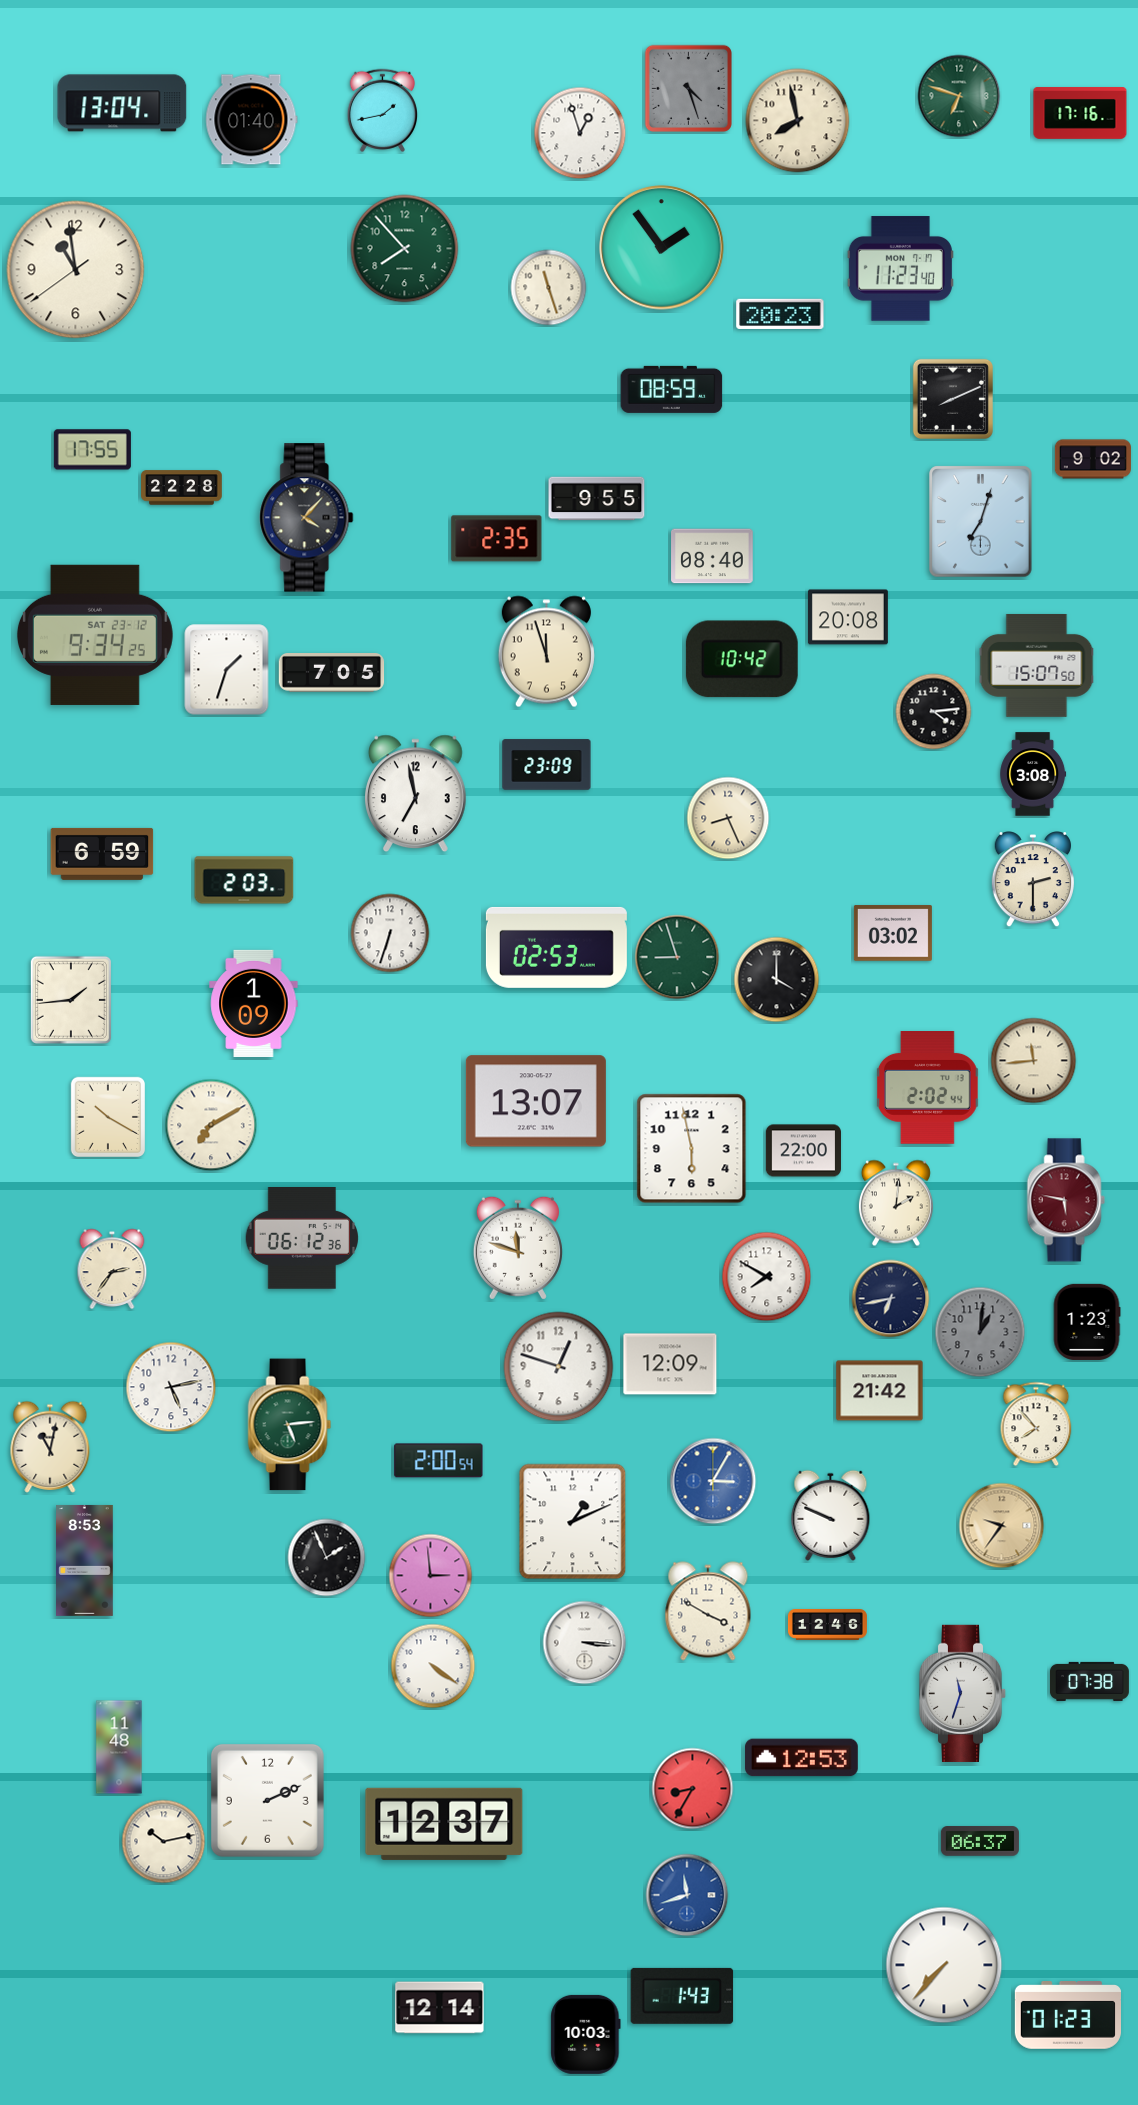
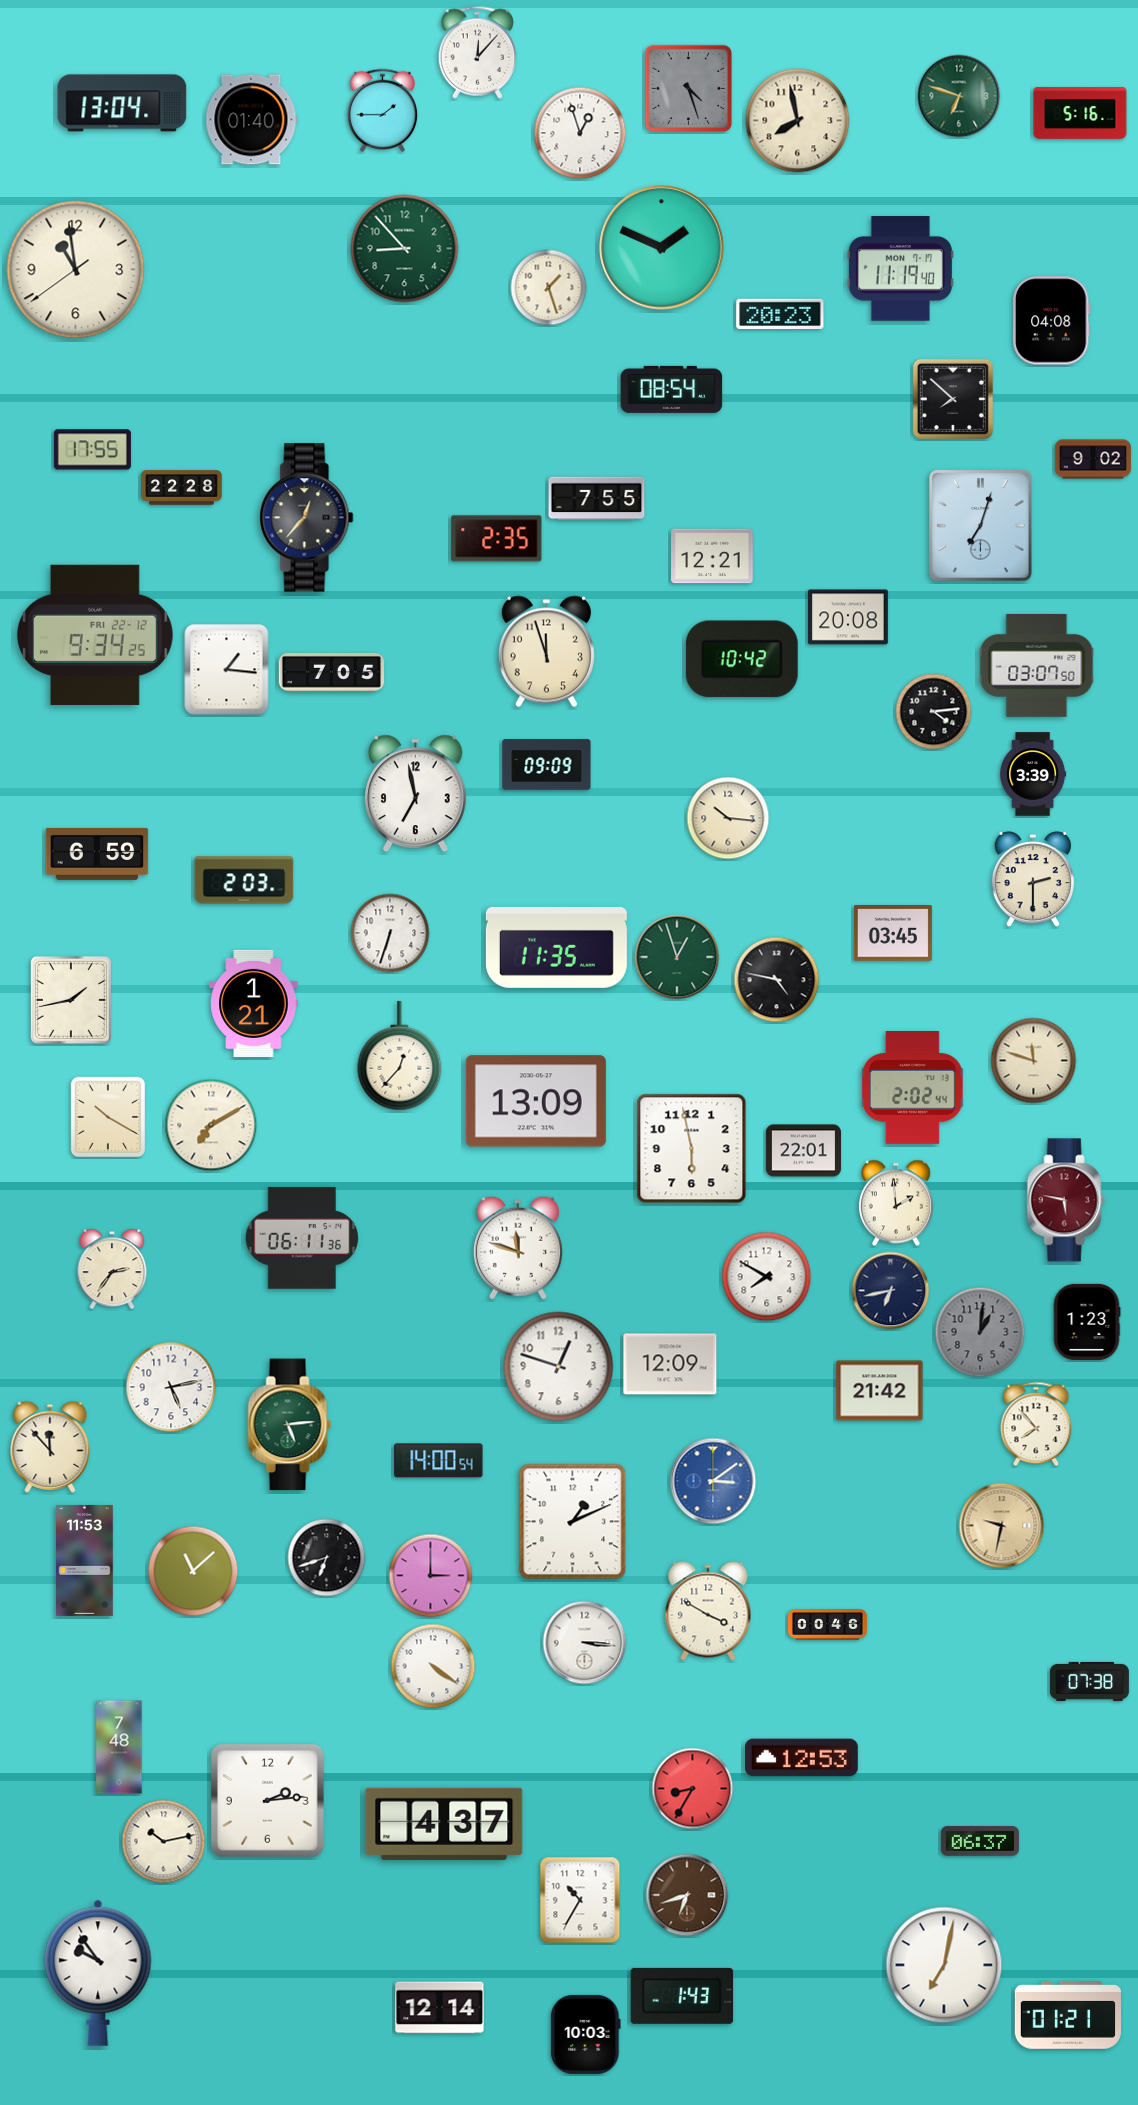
clock at (477, 52): none -> 12:07
clock at (382, 110): 1:43 -> 1:45
clock at (1080, 113): 17:16 -> 5:16
clock at (662, 248): 1:54 -> 1:49
clock at (405, 249): 7:53 -> 8:53
clock at (900, 269): 11:23 -> 11:19
clock at (549, 288): 11:27 -> 1:27
clock at (1051, 321): none -> 04:08
clock at (672, 389): 08:59 -> 08:54
clock at (953, 399): 8:11 -> 7:52
clock at (597, 499): 9:55 -> 7:55
clock at (307, 518): 4:07 -> 12:37
clock at (981, 522) position: (981, 522) -> (981, 526)
clock at (712, 556): 08:40 -> 12:21
clock at (95, 635) date: SAT 23-12 -> FRI 22-12
clock at (1037, 665): 15:07 -> 03:07
clock at (227, 670): 1:33 -> 1:16
clock at (547, 765): 23:09 -> 09:09
clock at (1033, 774): 3:08 -> 3:39
clock at (728, 818): 8:26 -> 10:16
clock at (102, 854) position: (102, 854) -> (97, 854)
clock at (893, 933): 03:02 -> 03:45
clock at (556, 947): 02:53 -> 11:35
clock at (677, 957): 8:57 -> 12:57
clock at (777, 980): 4:00 -> 4:47
clock at (71, 1000): 1:44 -> 1:43
clock at (254, 1003): 1:09 -> 1:21
clock at (400, 1056): none -> 12:37
clock at (1034, 1061): 11:44 -> 11:48
clock at (928, 1088) position: (928, 1088) -> (913, 1088)
clock at (536, 1101): 13:07 -> 13:09
clock at (803, 1151): 22:00 -> 22:01
clock at (896, 1203): 2:01 -> 1:59
clock at (302, 1239): 06:12 -> 06:11
clock at (891, 1299) position: (891, 1299) -> (891, 1291)
clock at (50, 1447): 11:02 -> 11:53
clock at (439, 1461): 2:00 -> 14:00
clock at (713, 1481): 3:05 -> 3:09
clock at (831, 1515): 9:49 -> none
clock at (1002, 1526): 9:36 -> 9:32
clock at (327, 1558): 1:56 -> 6:42
clock at (85, 1560): 8:53 -> 11:53
clock at (193, 1571): none -> 11:08
clock at (431, 1576): 2:59 -> 3:00
clock at (827, 1625): 12:46 -> 00:46
clock at (963, 1693): 11:33 -> none
clock at (119, 1747): 11:48 -> 7:48
clock at (267, 1800): 2:11 -> 2:14
clock at (444, 1824): 12:37 -> 4:37
clock at (687, 1895): 11:42 -> 6:42
clock at (687, 1895) dial: blue -> brown
clock at (580, 1900): none -> 10:35
clock at (944, 1965): 7:37 -> 7:02
clock at (98, 1973): none -> 9:54
clock at (1067, 2015): 01:23 -> 01:21
